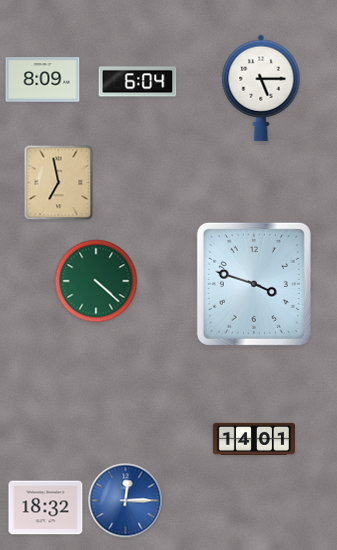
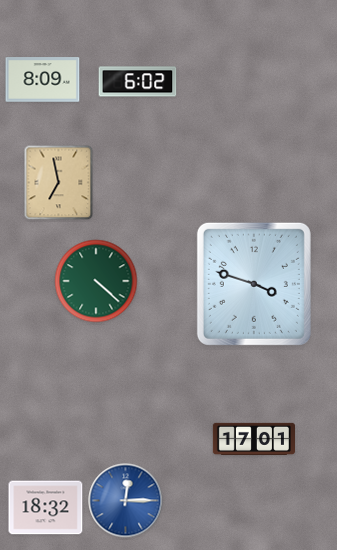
clock at (138, 82): 6:04 -> 6:02
clock at (261, 88): 5:15 -> none
clock at (253, 439): 14:01 -> 17:01
